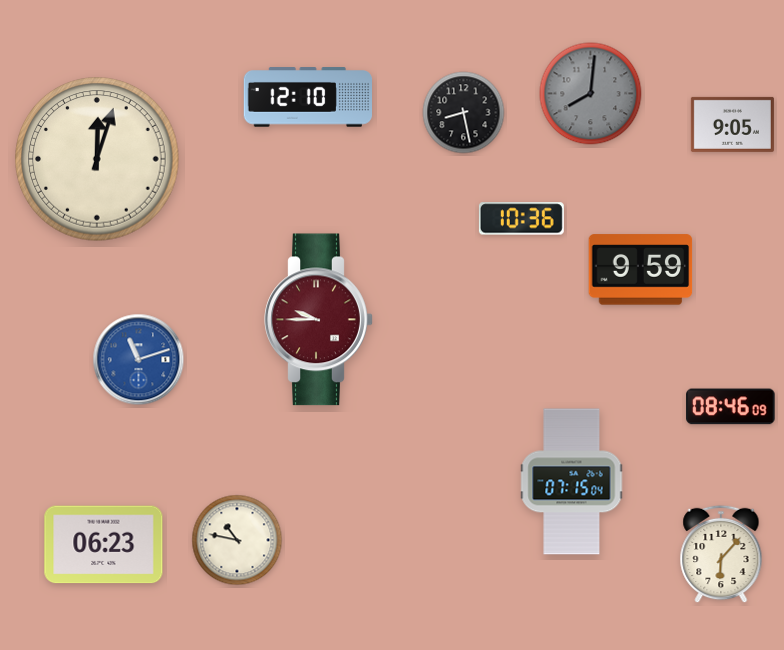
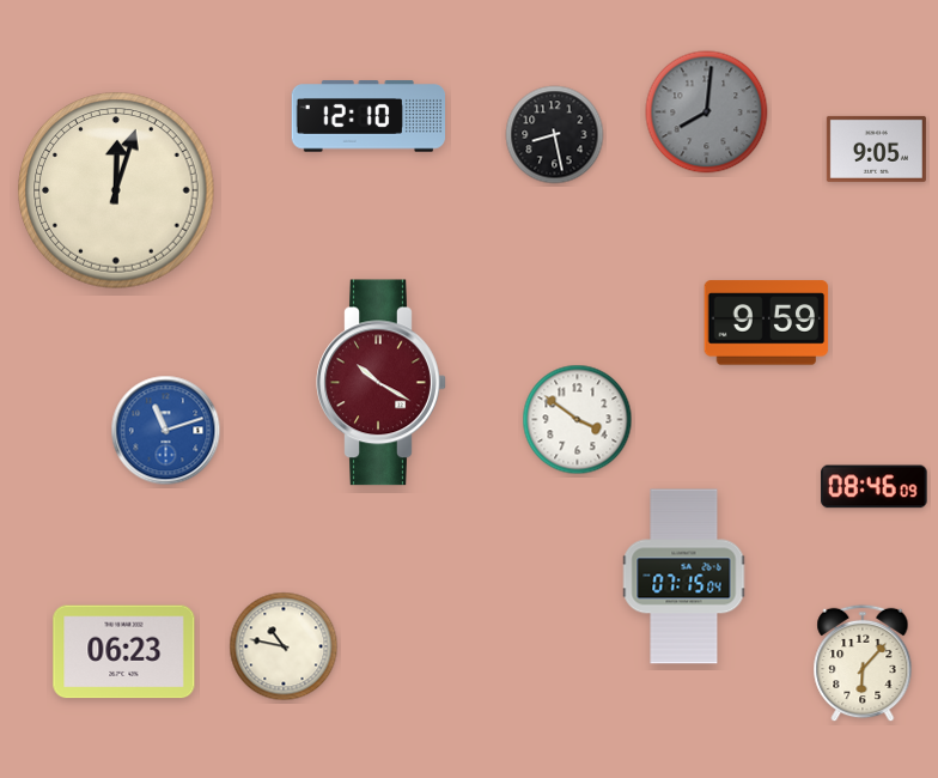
clock at (521, 219): 10:36 -> none
clock at (319, 320): 9:45 -> 10:20
clock at (578, 420): none -> 3:51
